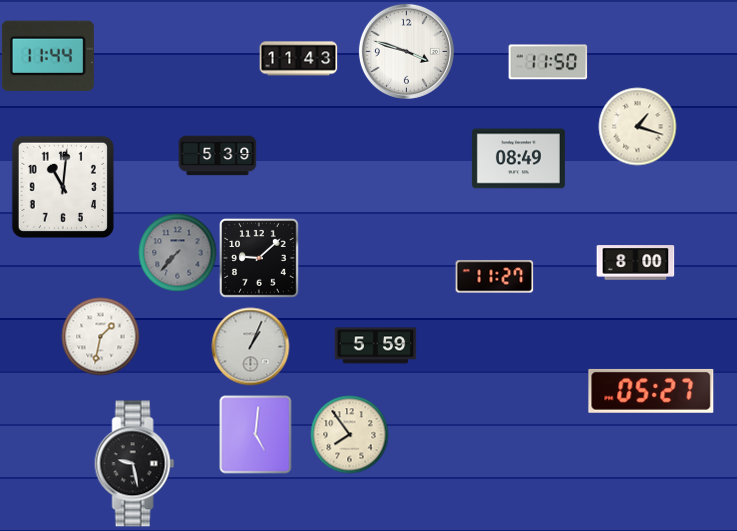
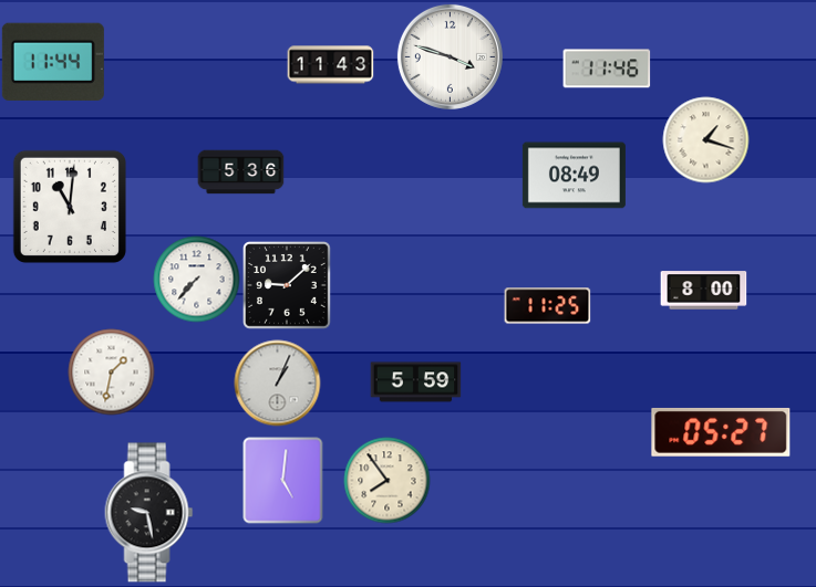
clock at (548, 62): 11:50 -> 11:46
clock at (217, 156): 5:39 -> 5:36
clock at (177, 252) dial: grey -> white
clock at (494, 277): 11:27 -> 11:25
